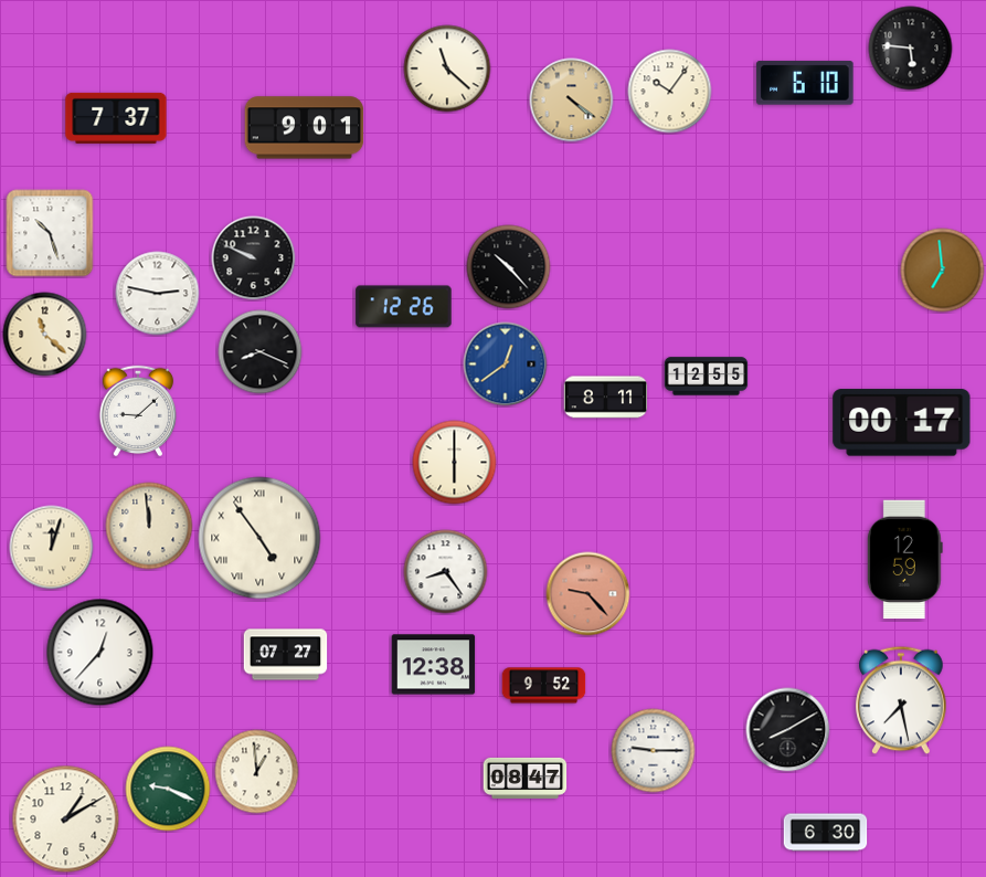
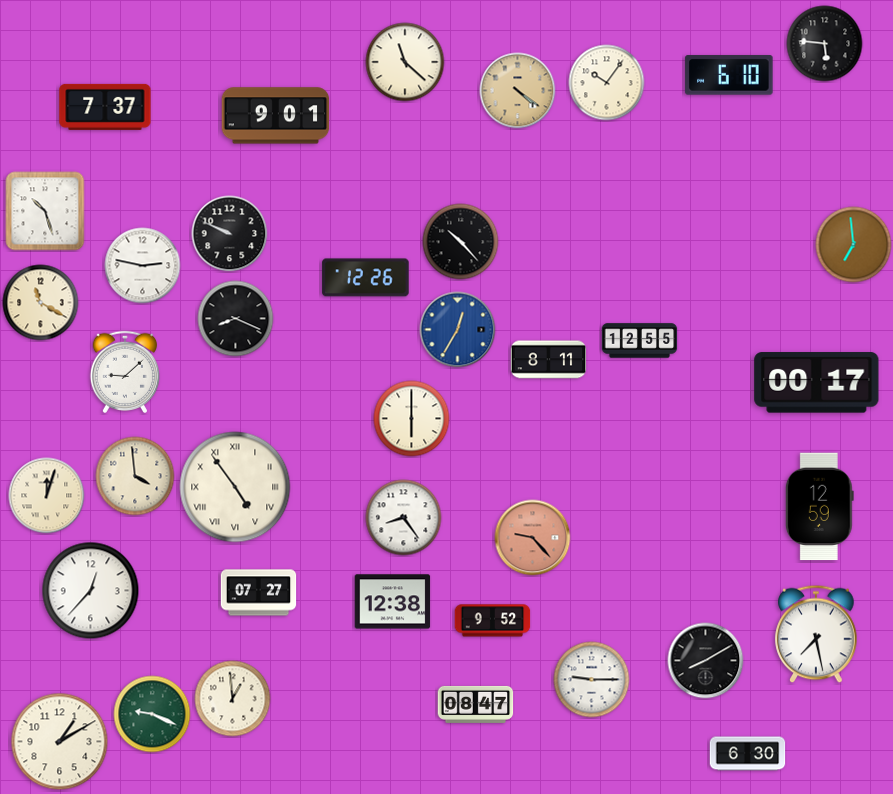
clock at (45, 335): 11:22 -> 11:20
clock at (506, 364): 12:39 -> 12:35
clock at (149, 526): 11:59 -> 3:59
clock at (788, 730) position: (788, 730) -> (706, 661)
